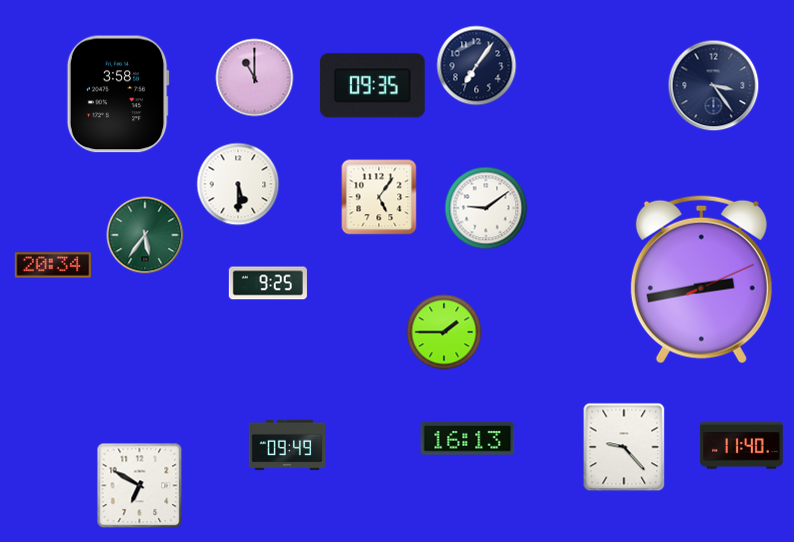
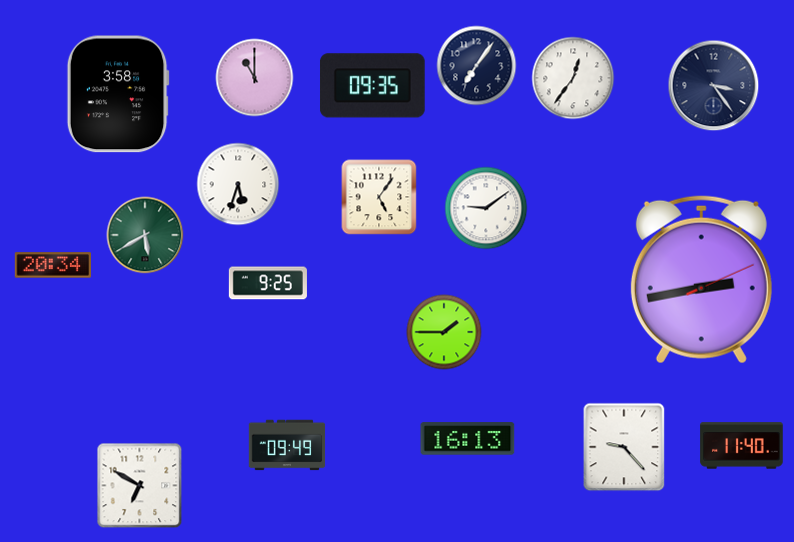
clock at (573, 78): none -> 12:36
clock at (238, 184): 5:30 -> 5:33
clock at (145, 235): 5:36 -> 5:40
